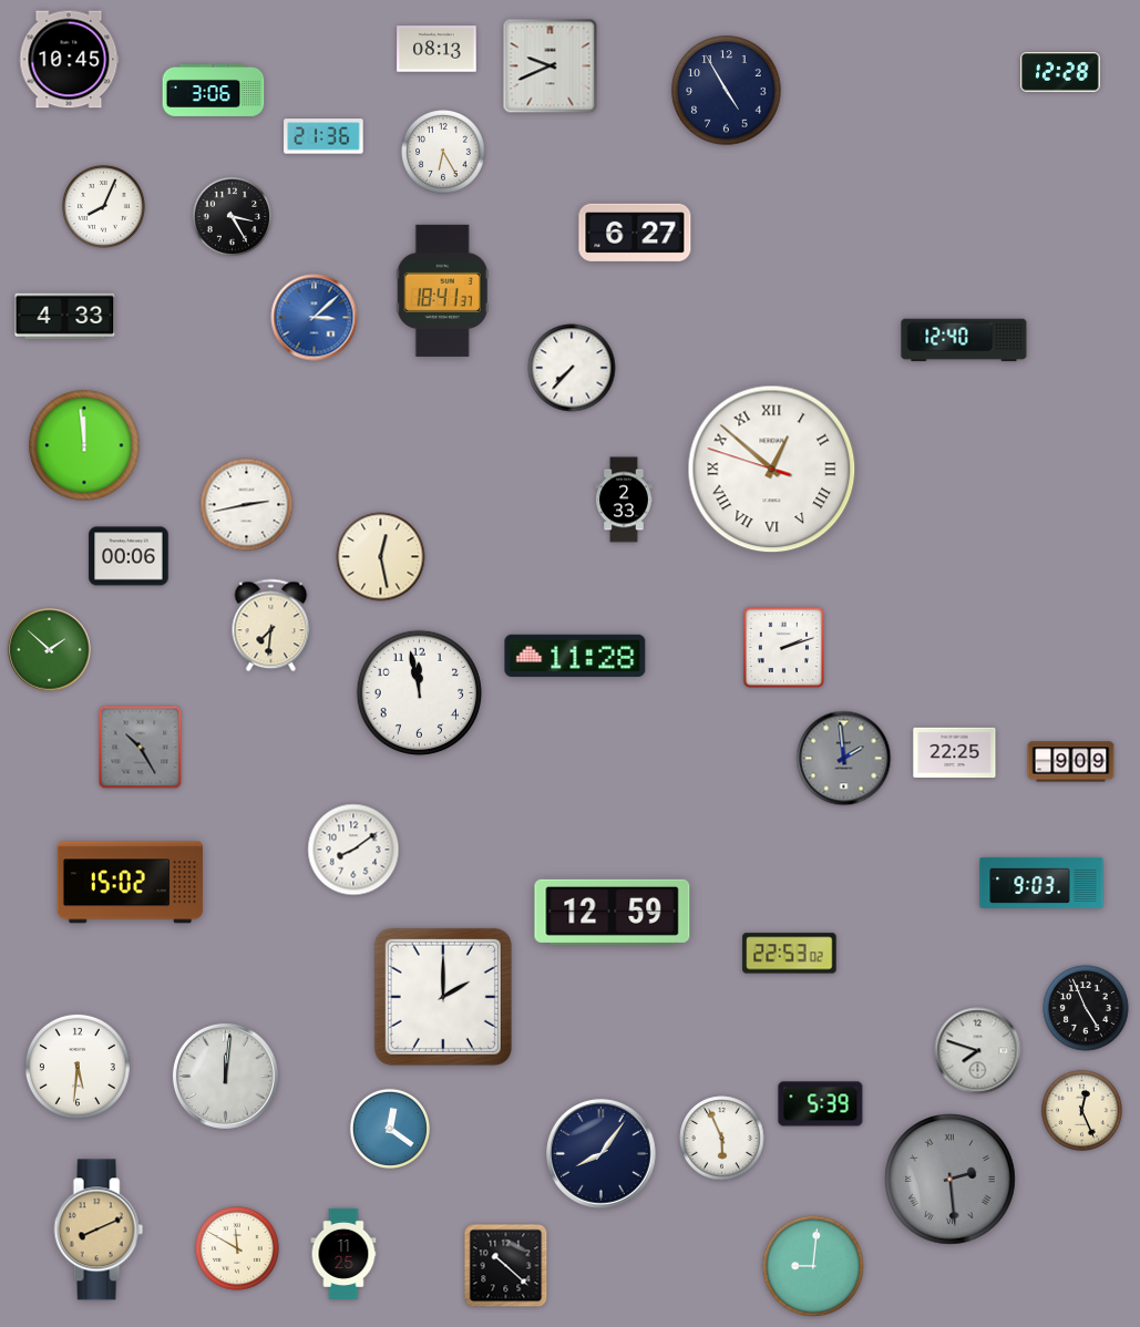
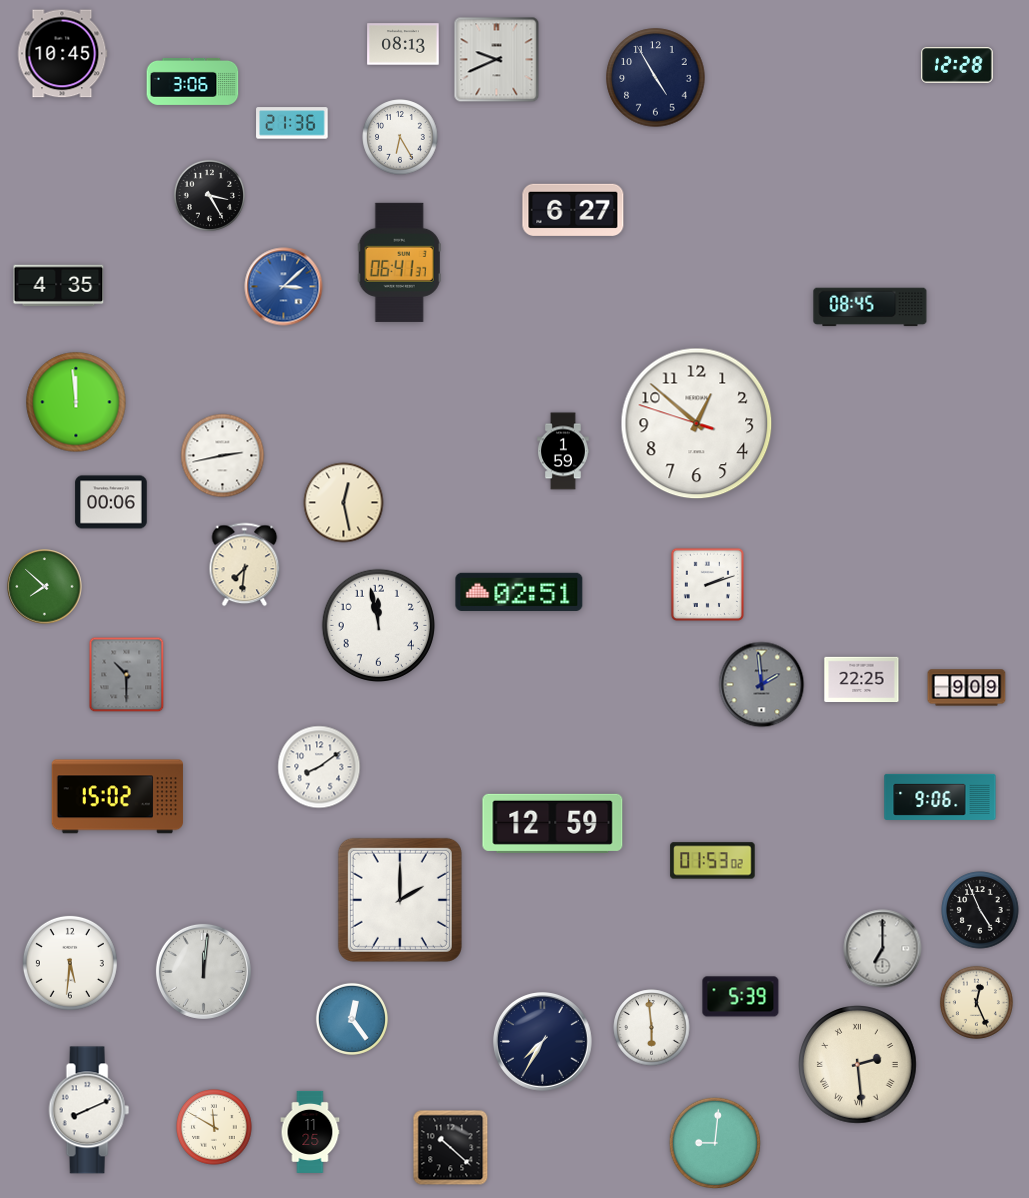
clock at (437, 49) position: (437, 49) -> (403, 44)
clock at (727, 91) position: (727, 91) -> (656, 78)
clock at (104, 207): 8:04 -> none
clock at (442, 290): 18:41 -> 06:41
clock at (65, 317): 4:33 -> 4:35
clock at (964, 340): 12:40 -> 08:45
clock at (572, 368): 7:37 -> none
clock at (772, 470) numerals: Roman -> Arabic
clock at (624, 500): 2:33 -> 1:59
clock at (129, 556) position: (129, 556) -> (111, 502)
clock at (50, 650): 1:52 -> 7:52
clock at (575, 656): 11:28 -> 02:51
clock at (141, 748): 10:25 -> 10:30
clock at (1041, 883): 9:03 -> 9:06
clock at (790, 954): 22:53 -> 01:53
clock at (978, 1051): 7:48 -> 7:00
clock at (390, 1129): 12:21 -> 12:24
clock at (722, 1139): 5:56 -> 5:59
clock at (602, 1154): 8:06 -> 7:35
clock at (951, 1180) dial: grey -> cream
clock at (99, 1230) dial: champagne -> white
clock at (506, 1266) position: (506, 1266) -> (451, 1148)
clock at (813, 1266) position: (813, 1266) -> (715, 1143)
